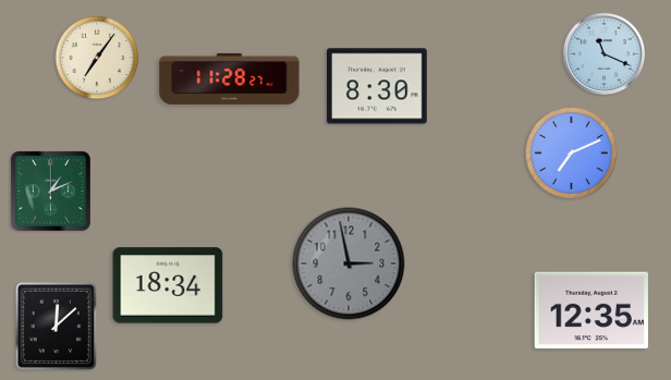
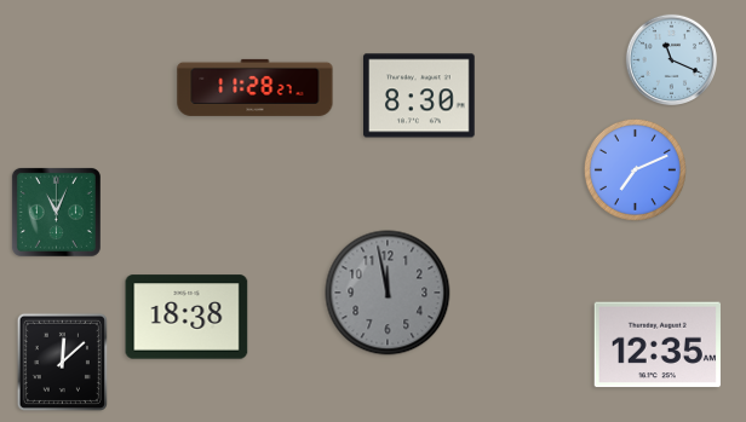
clock at (97, 58): 7:06 -> none
clock at (50, 191): 1:11 -> 11:04
clock at (349, 263): 2:58 -> 11:58
clock at (168, 285): 18:34 -> 18:38
